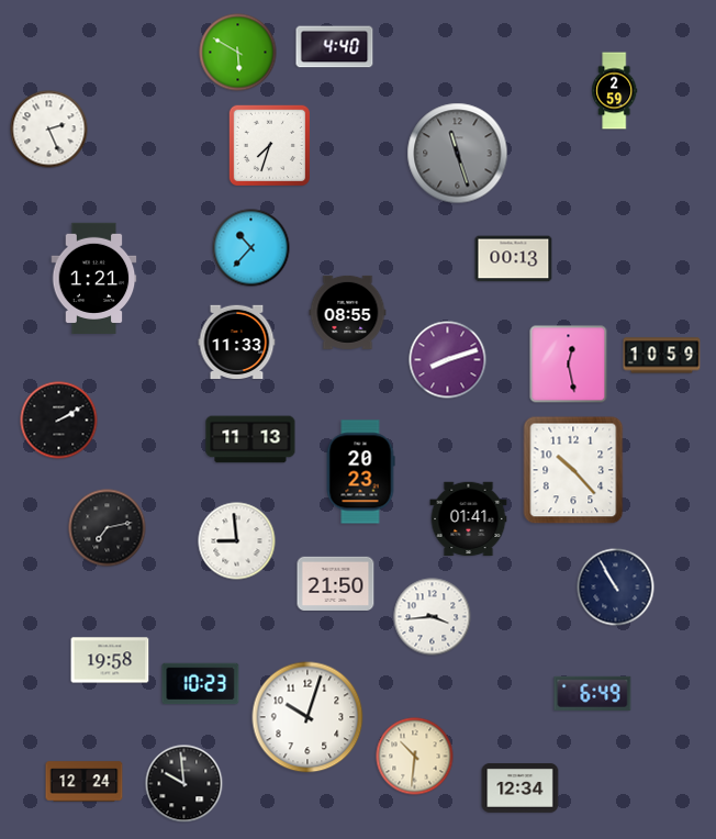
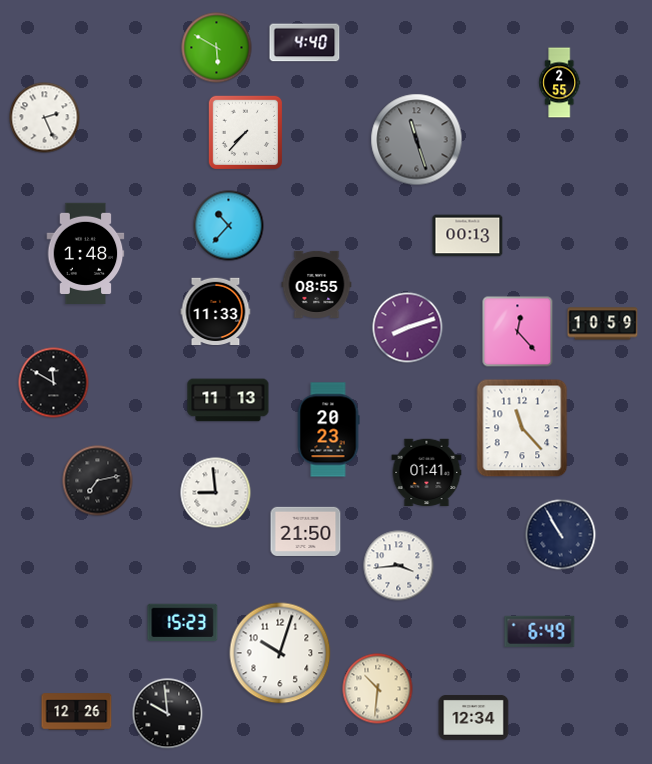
clock at (615, 91): 2:59 -> 2:55
clock at (269, 145): 7:33 -> 7:37
clock at (94, 278): 1:21 -> 1:48
clock at (569, 365): 12:28 -> 12:23
clock at (59, 421): 2:10 -> 11:50
clock at (573, 470): 10:23 -> 11:23
clock at (433, 617) position: (433, 617) -> (399, 566)
clock at (110, 660): 19:58 -> none
clock at (201, 684): 10:23 -> 15:23
clock at (85, 782): 12:24 -> 12:26
